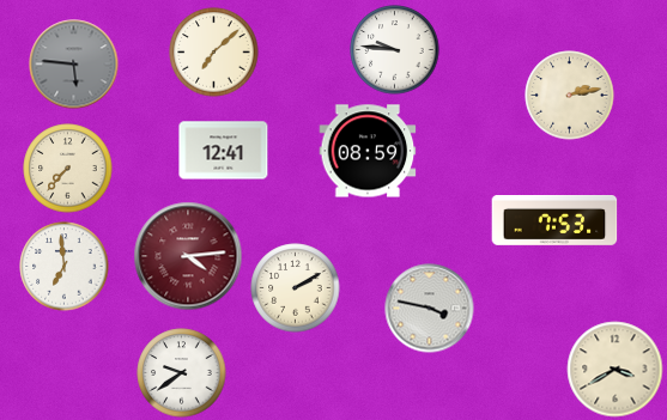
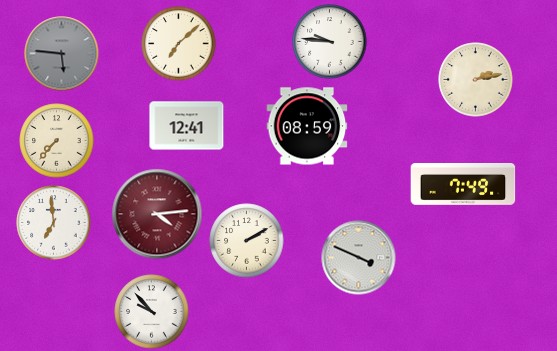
clock at (554, 221): 7:53 -> 7:49
clock at (430, 309): 3:47 -> 3:49
clock at (616, 370): 3:40 -> none
clock at (182, 373): 9:39 -> 9:53
